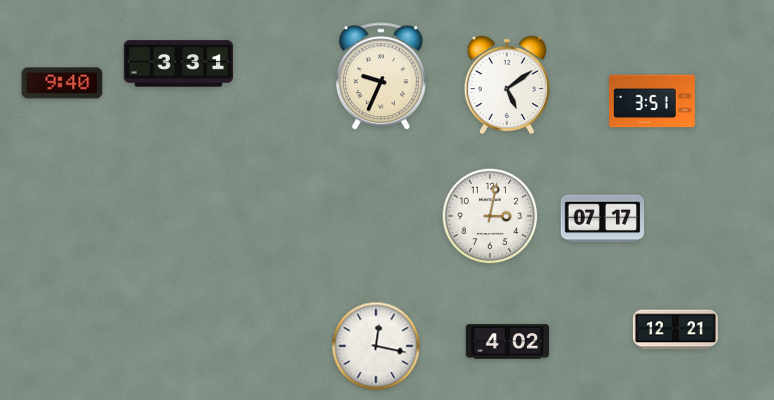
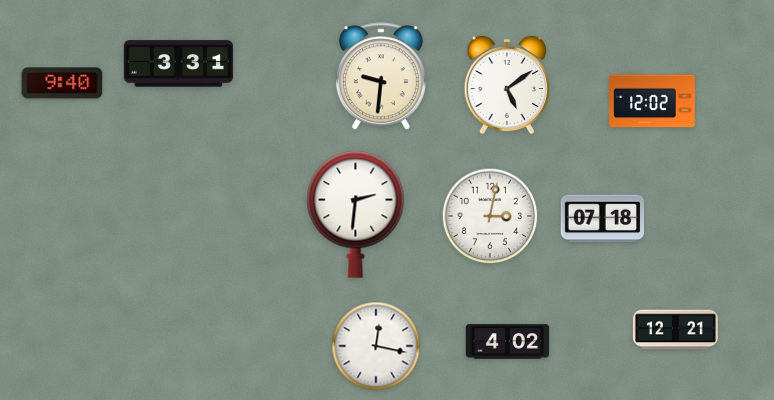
clock at (381, 77): 9:34 -> 9:31
clock at (653, 101): 3:51 -> 12:02
clock at (356, 214): none -> 2:31
clock at (603, 219): 07:17 -> 07:18
